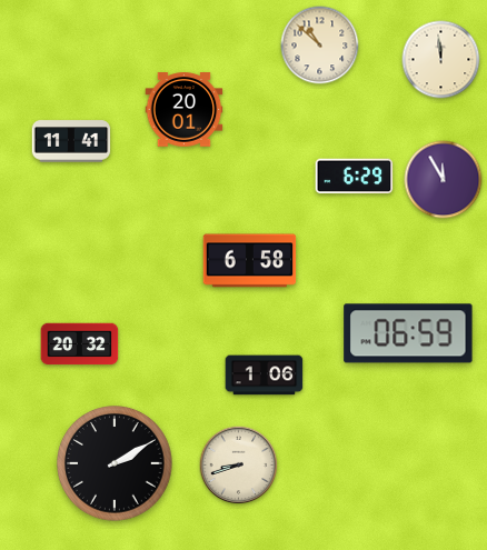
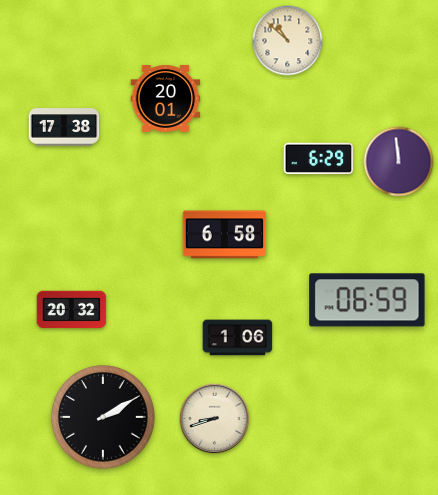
clock at (441, 60): 11:59 -> none
clock at (71, 141): 11:41 -> 17:38
clock at (444, 180): 11:55 -> 11:59
